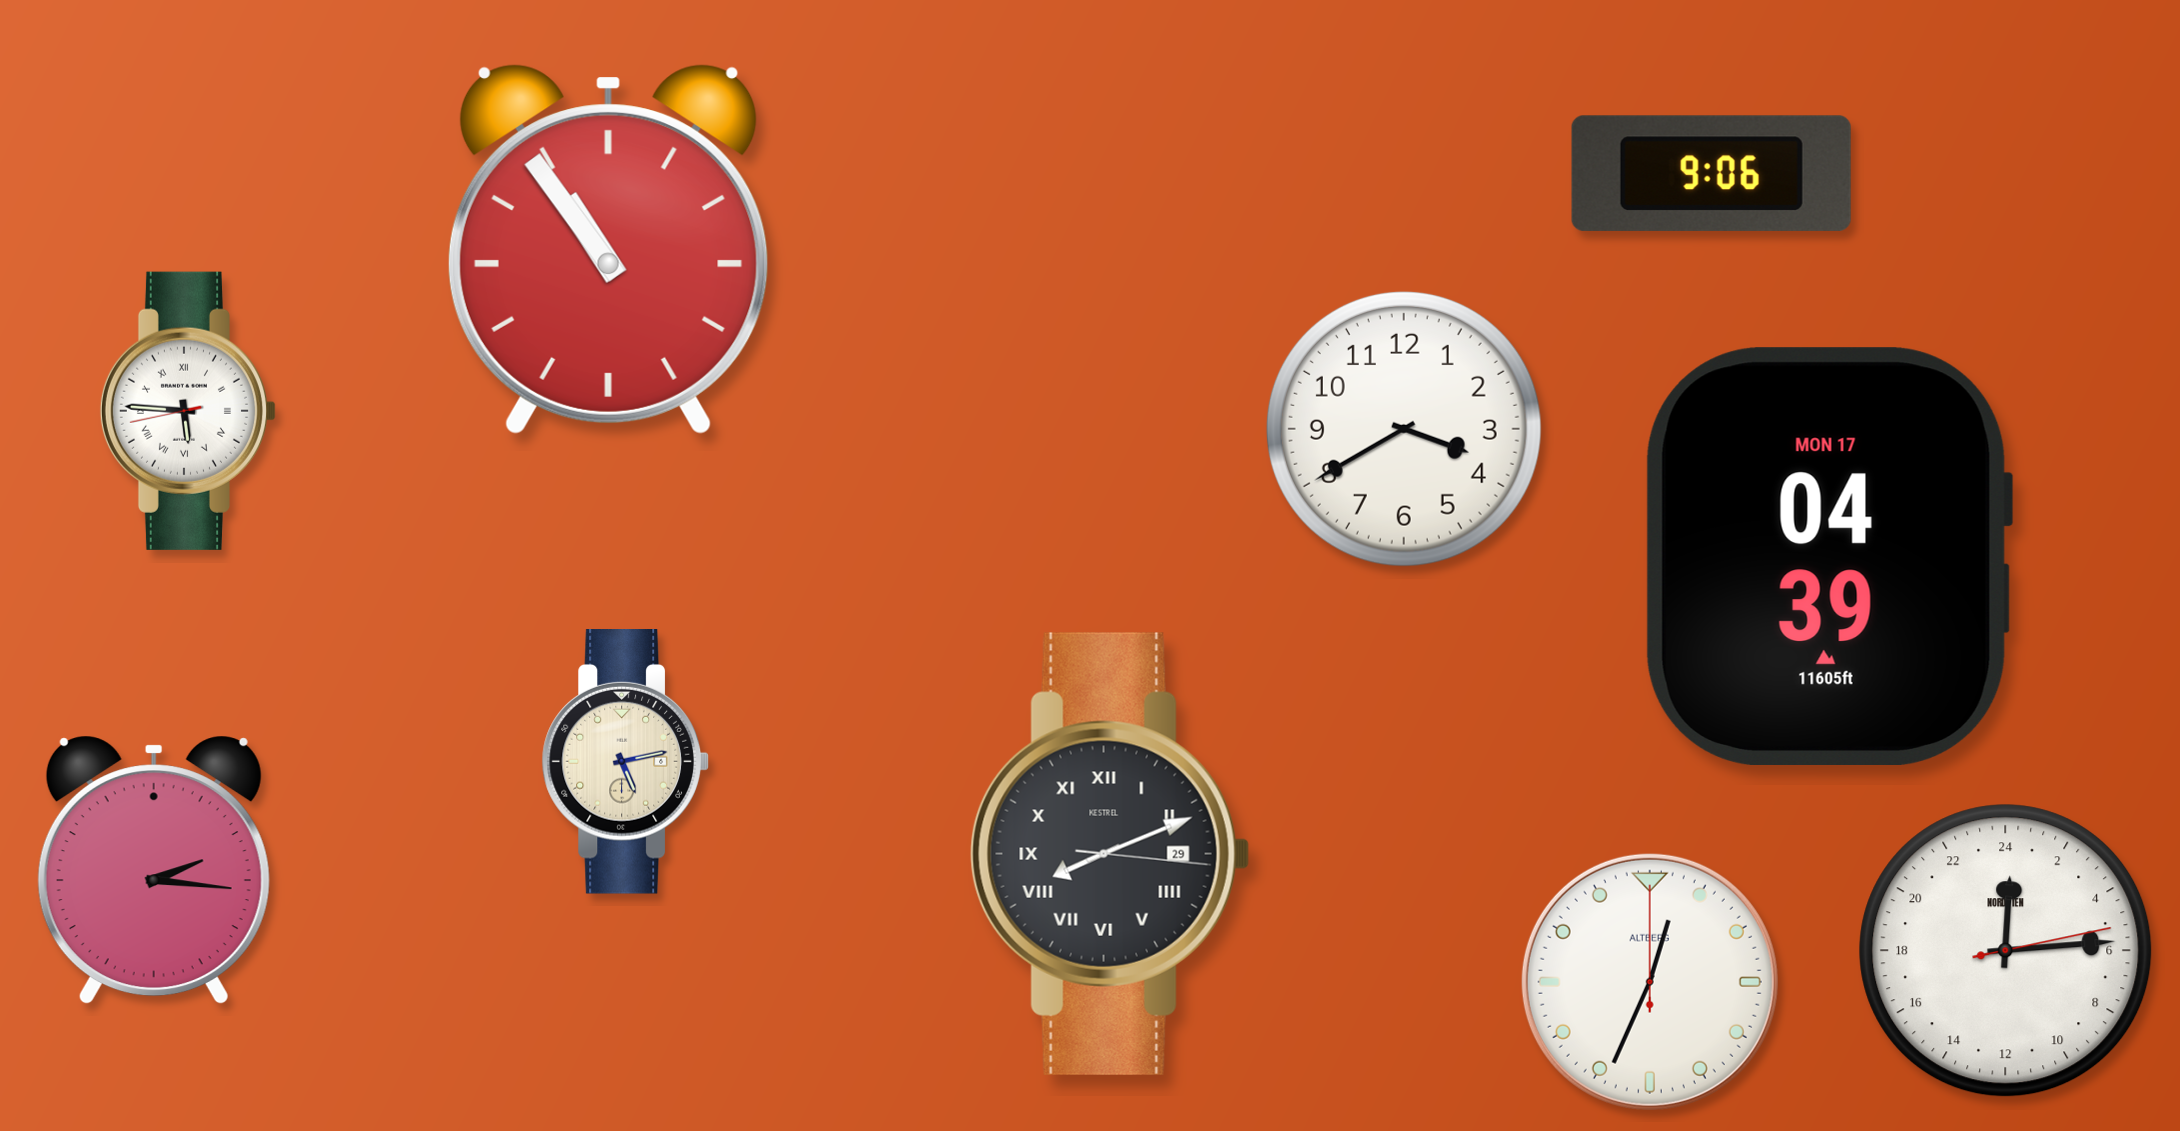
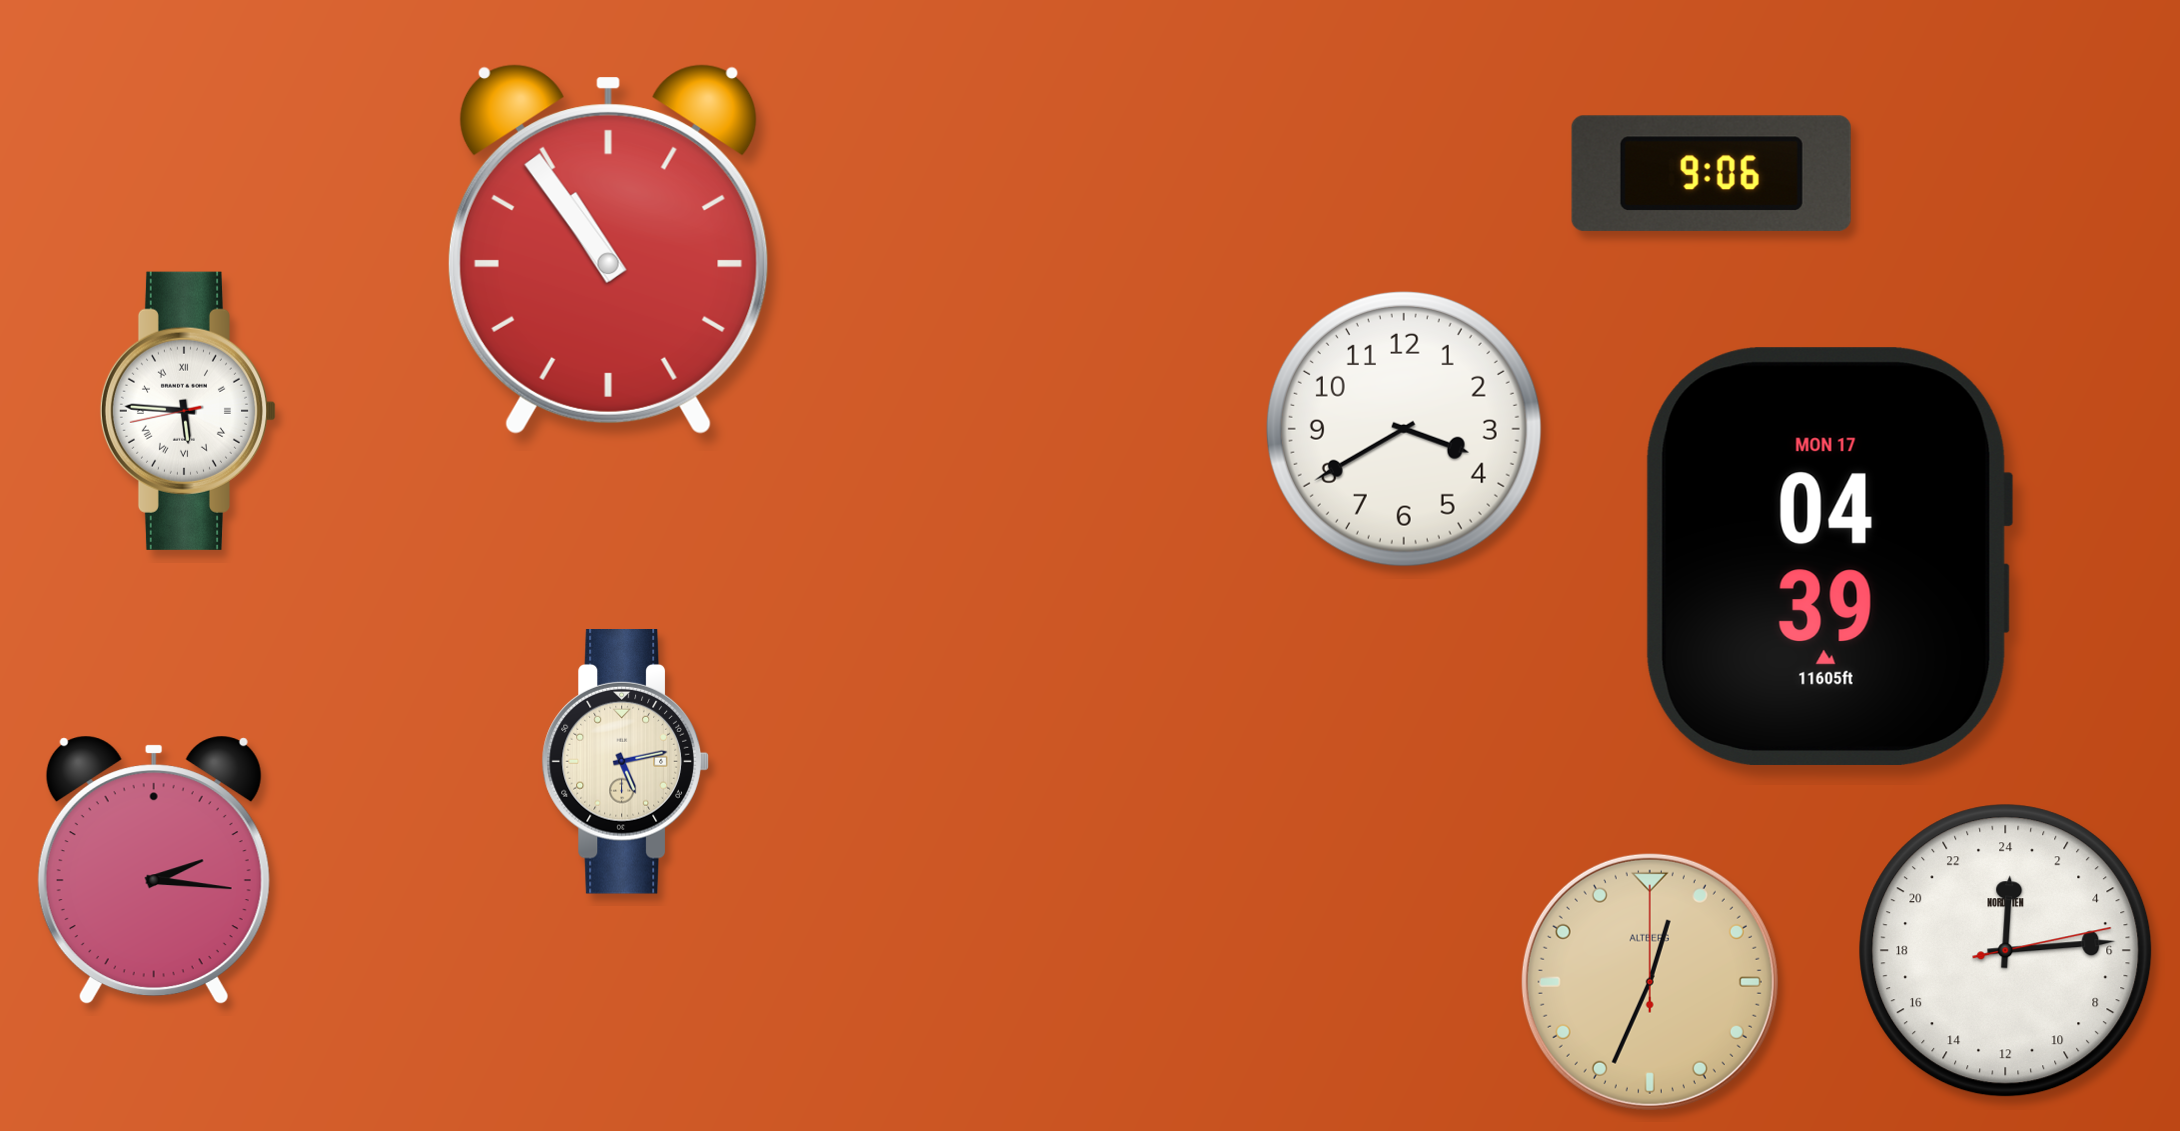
clock at (1110, 854): 8:11 -> none
clock at (1650, 982) dial: white -> champagne
